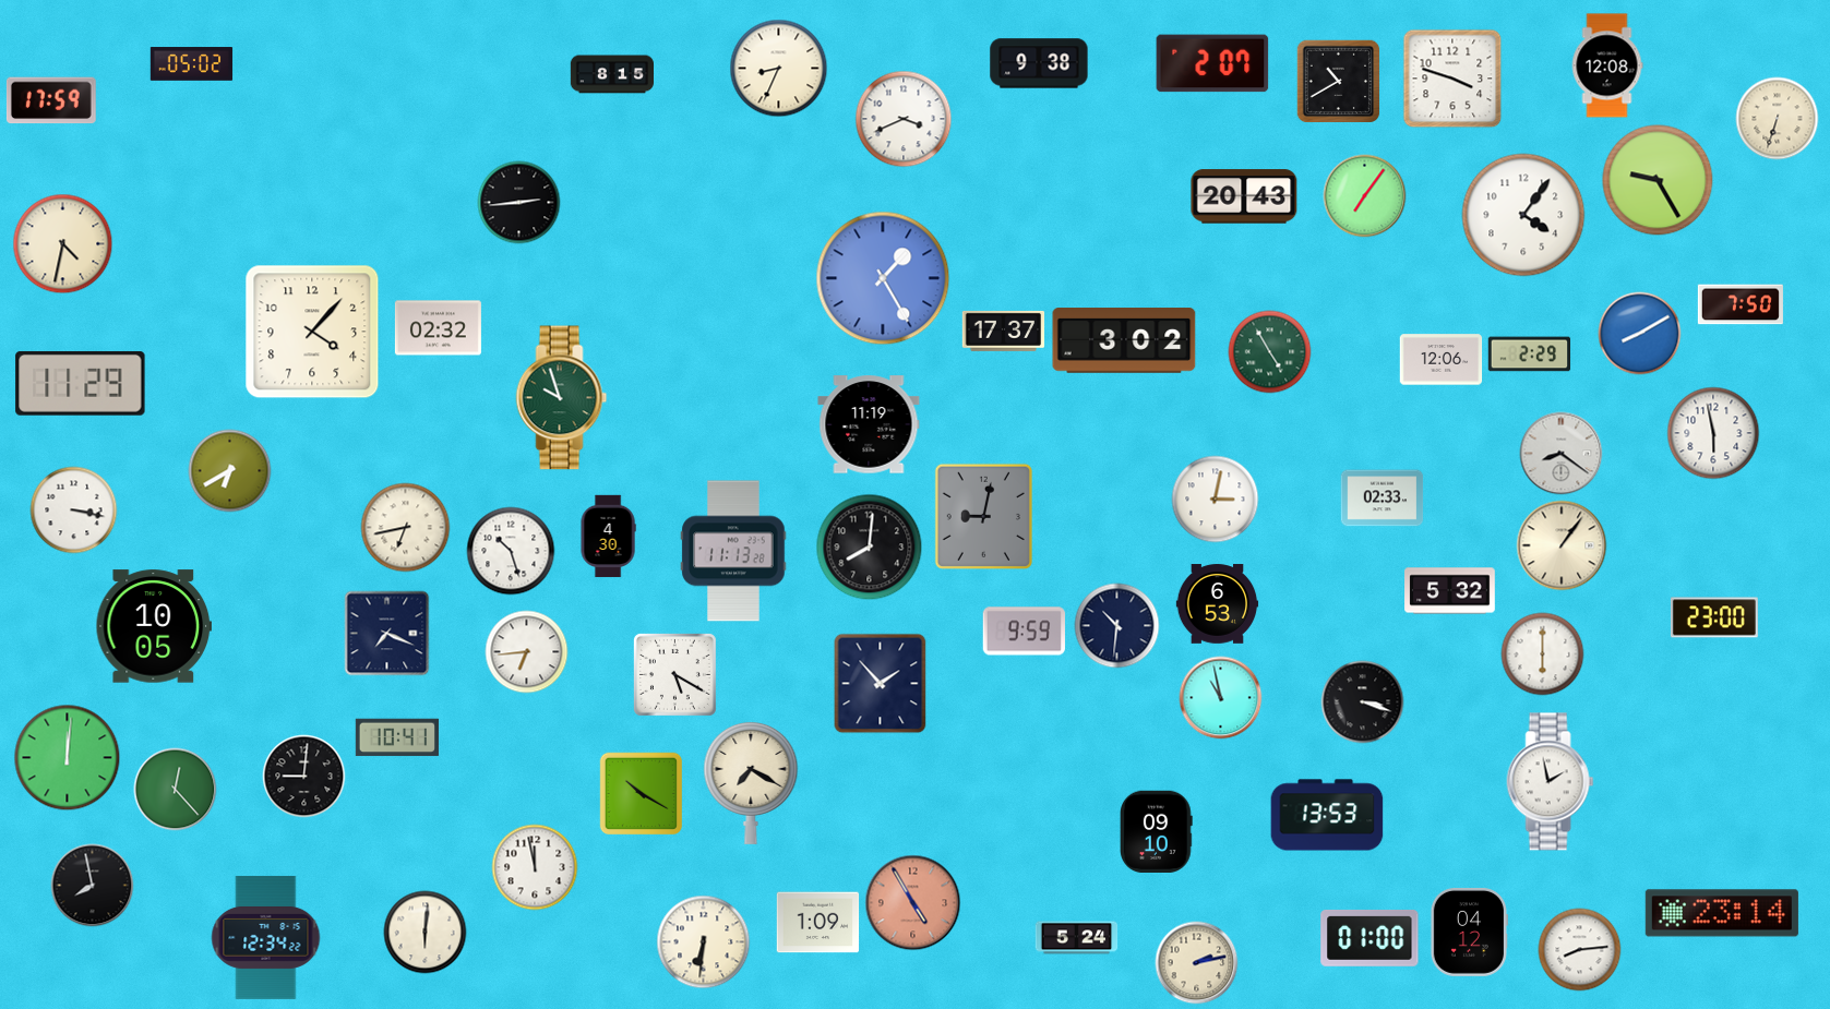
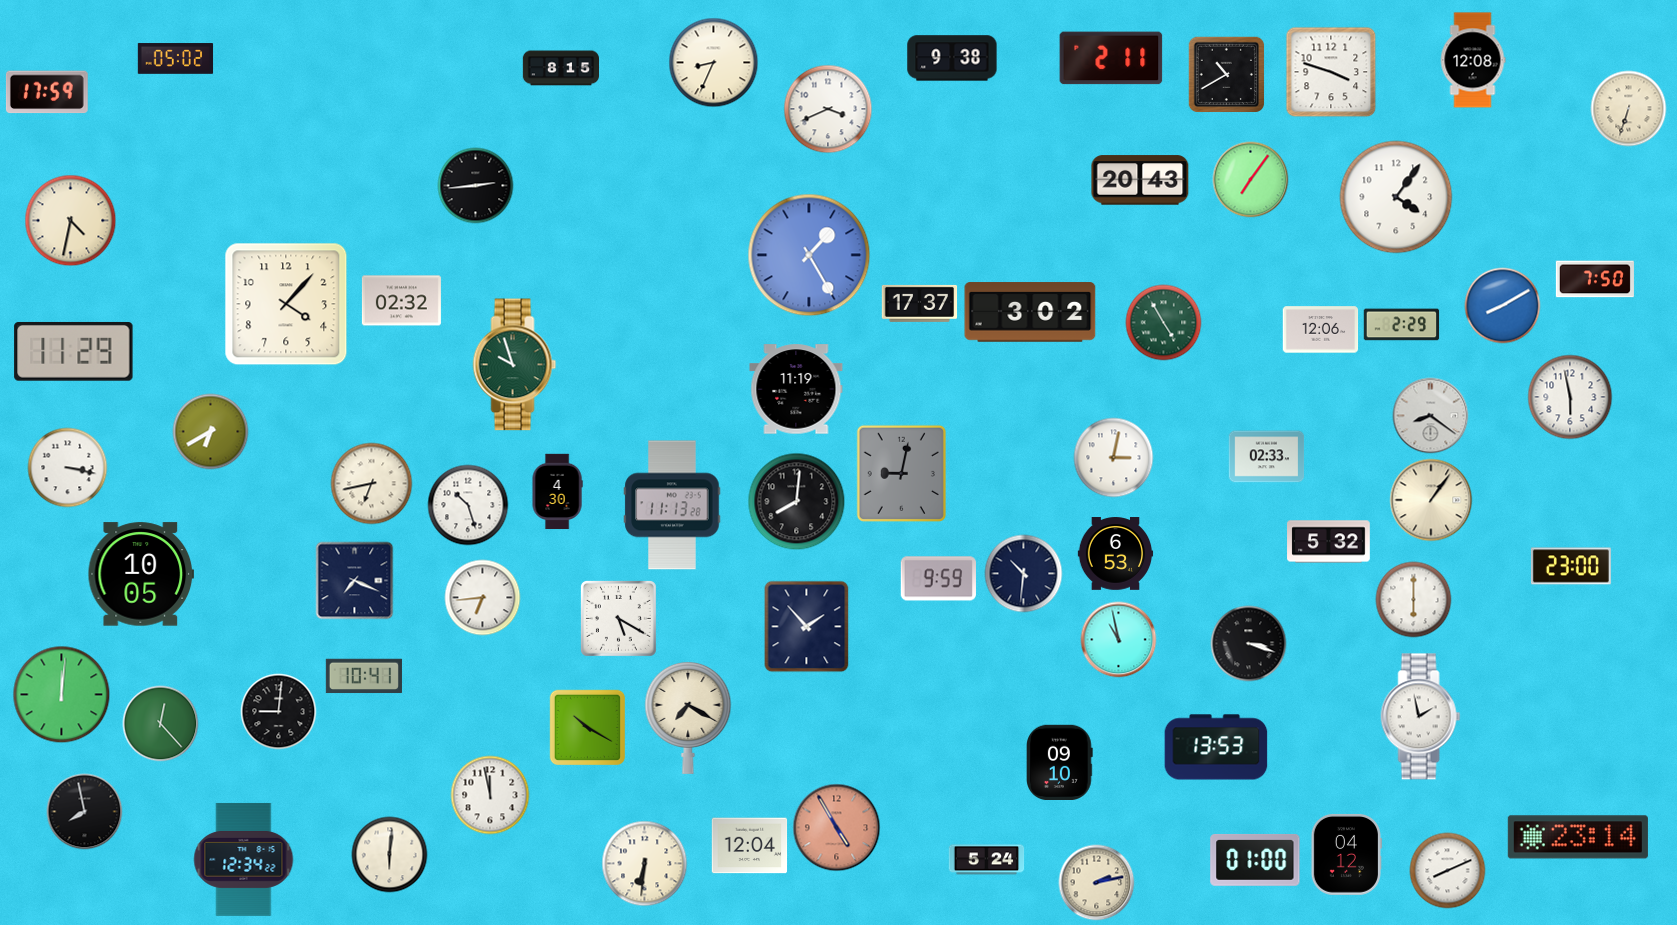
clock at (1212, 63): 2:07 -> 2:11
clock at (1658, 180): 9:25 -> none
clock at (63, 244) position: (63, 244) -> (71, 221)
clock at (818, 923): 1:09 -> 12:04
clock at (1580, 950): 8:14 -> 8:11
